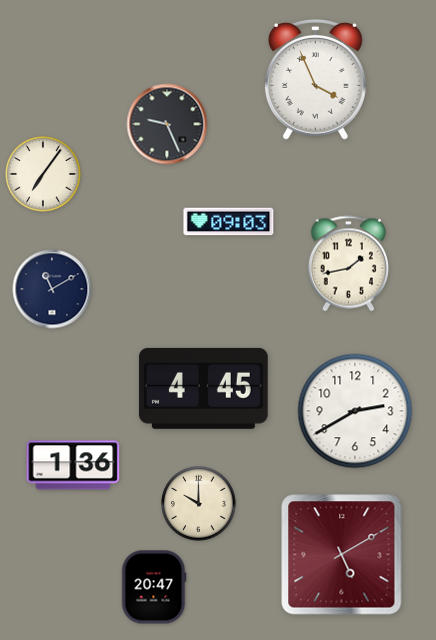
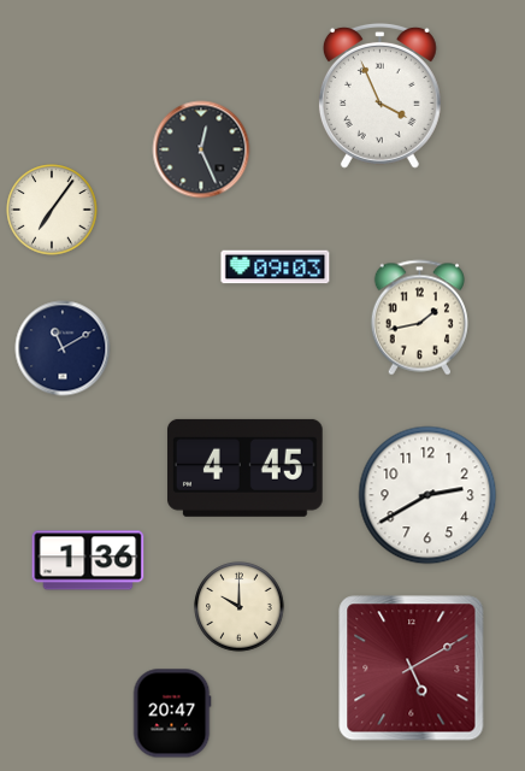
clock at (167, 124): 9:26 -> 12:26
clock at (154, 587) position: (154, 587) -> (172, 713)
